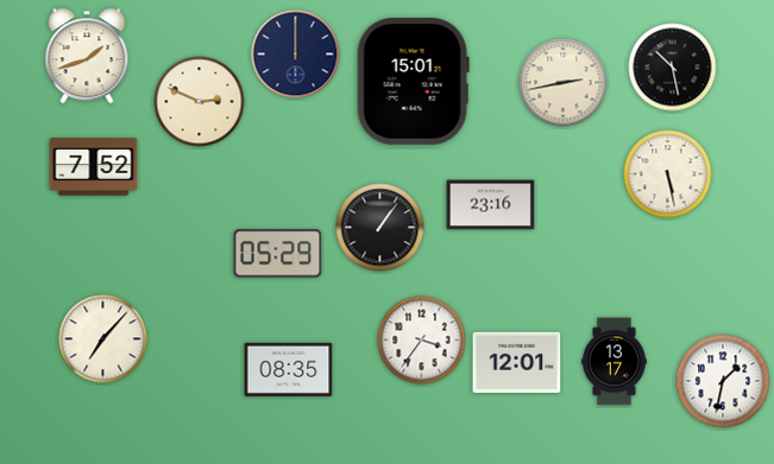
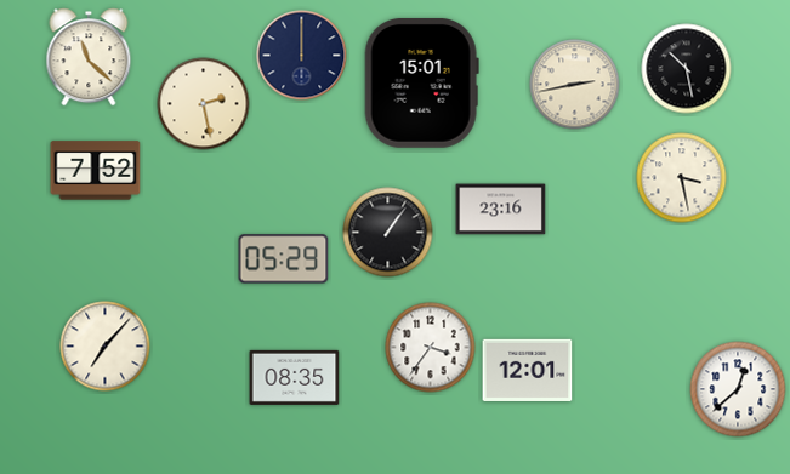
clock at (87, 56): 1:42 -> 11:22
clock at (200, 102): 2:49 -> 2:28
clock at (668, 174): 5:28 -> 3:28
clock at (615, 362): 13:17 -> none
clock at (723, 381): 1:32 -> 12:38
